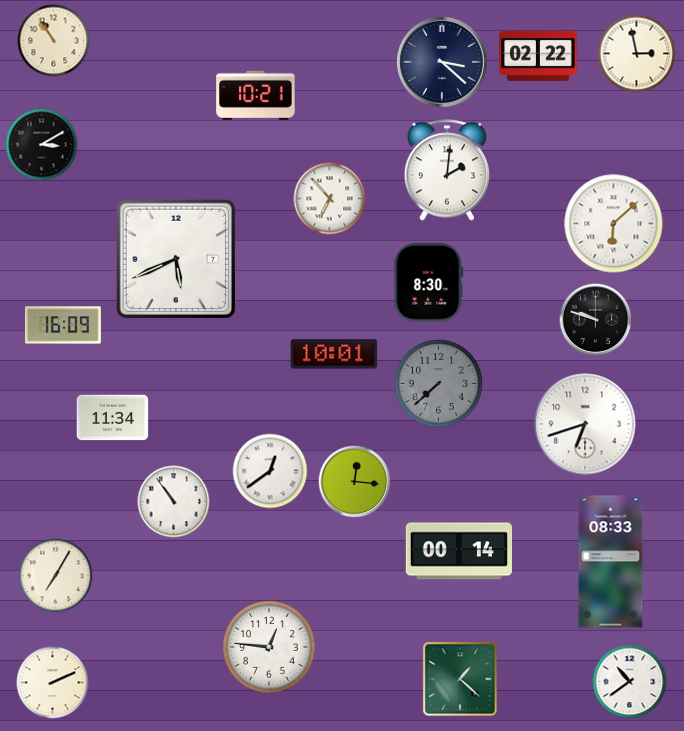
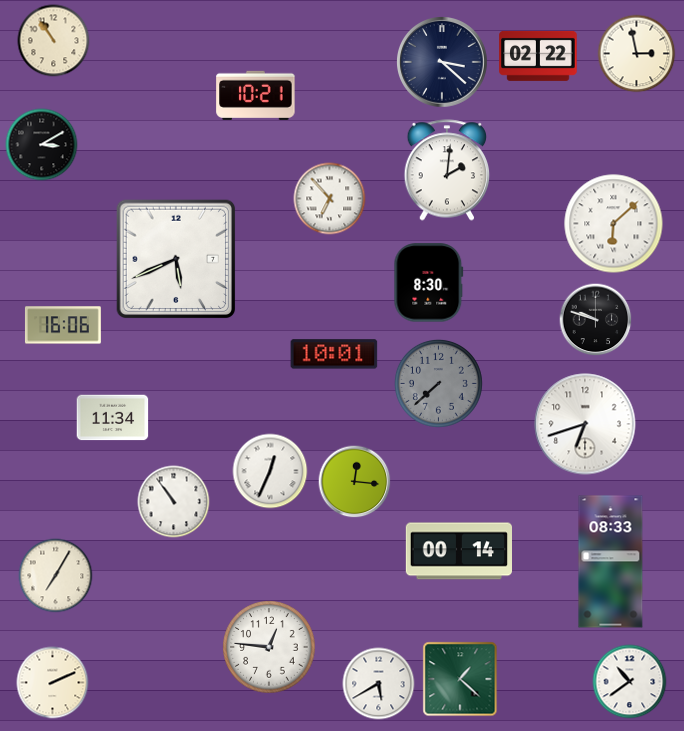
clock at (63, 325): 16:09 -> 16:06
clock at (270, 471): 12:39 -> 12:34
clock at (379, 684): none -> 5:40
